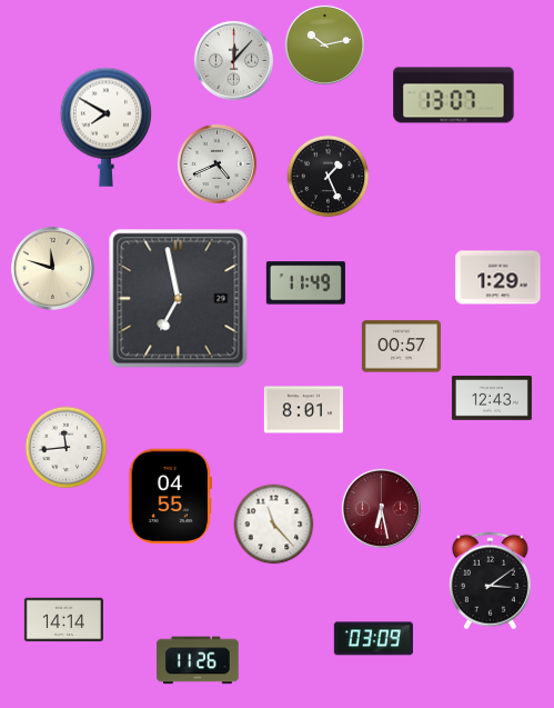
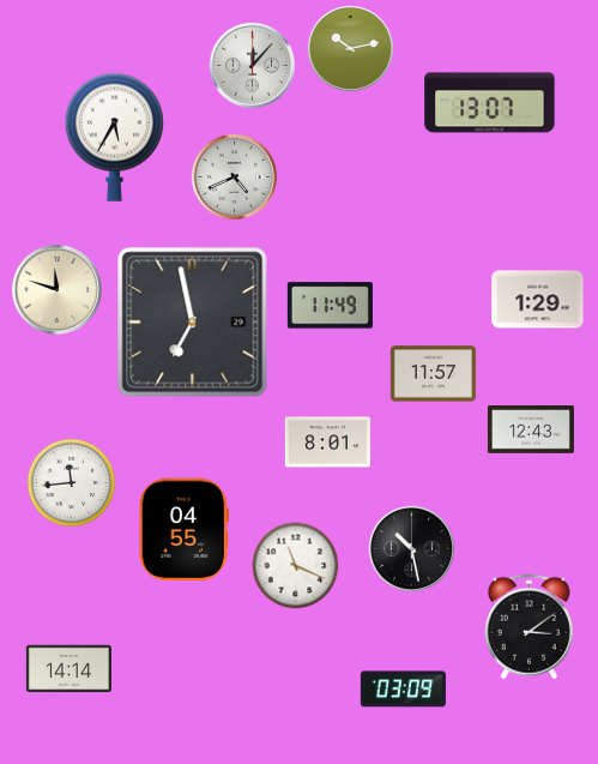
clock at (105, 127): 7:50 -> 5:35
clock at (329, 177): 1:26 -> none
clock at (401, 347): 00:57 -> 11:57
clock at (170, 497) position: (170, 497) -> (183, 530)
clock at (381, 508): 6:28 -> 10:28
clock at (381, 508) dial: burgundy -> black
clock at (274, 525): 11:23 -> 11:19
clock at (198, 660): 11:26 -> none
